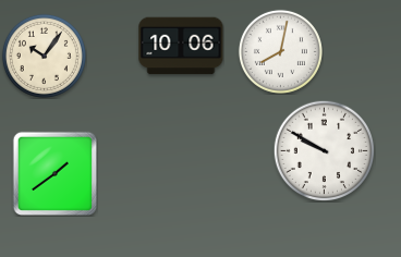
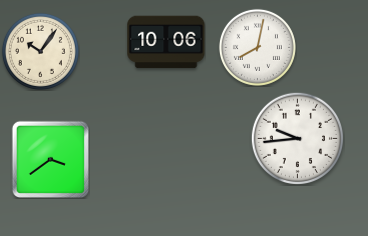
clock at (324, 150): 9:50 -> 9:44
clock at (54, 173): 1:39 -> 3:39
